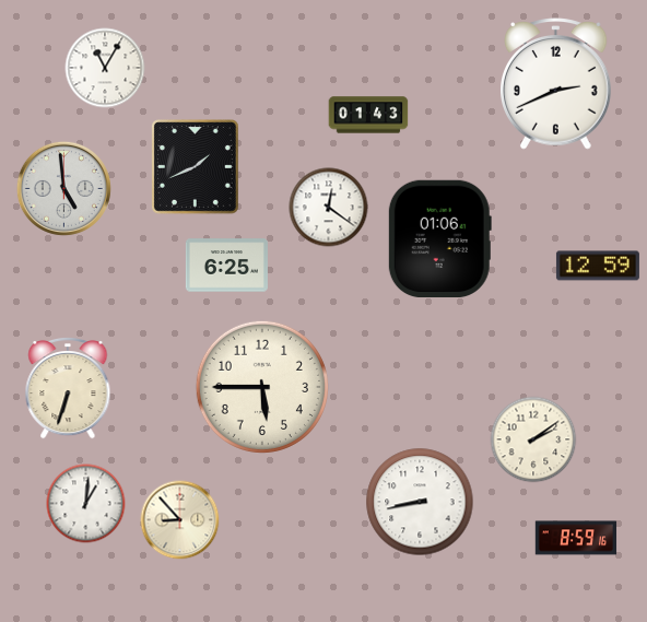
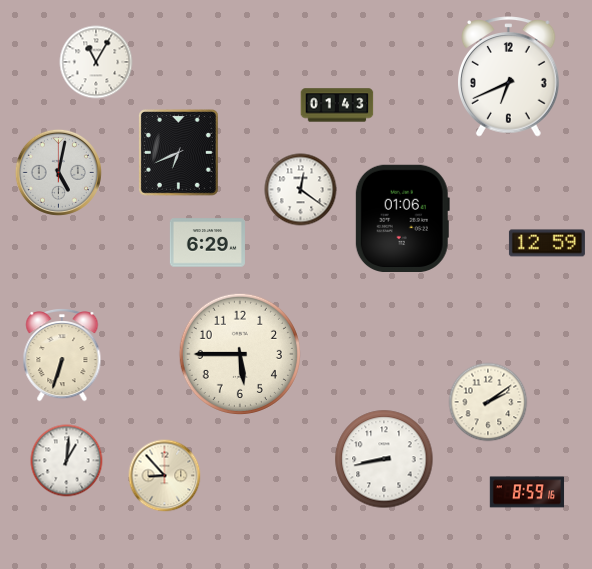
clock at (556, 84): 2:41 -> 6:41
clock at (196, 167): 1:41 -> 6:41
clock at (63, 188): 4:59 -> 5:02
clock at (226, 266): 6:25 -> 6:29
clock at (86, 504) position: (86, 504) -> (67, 461)
